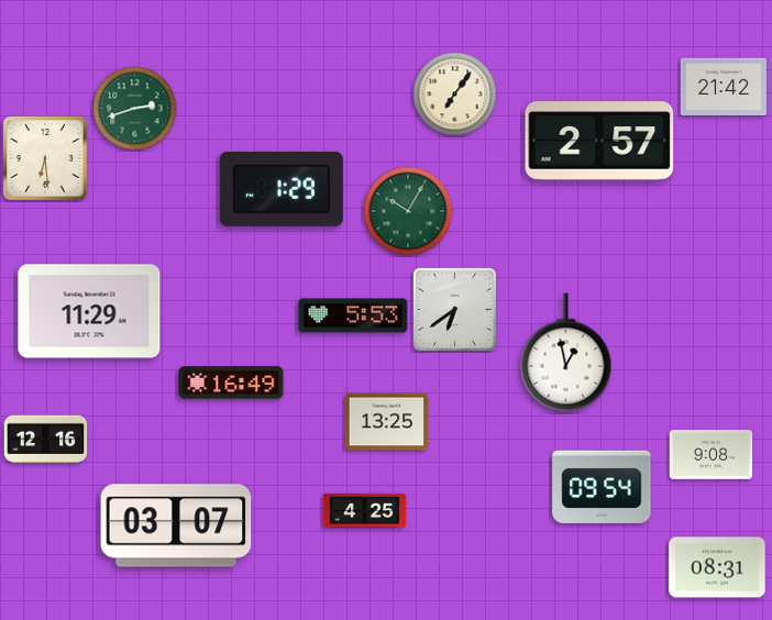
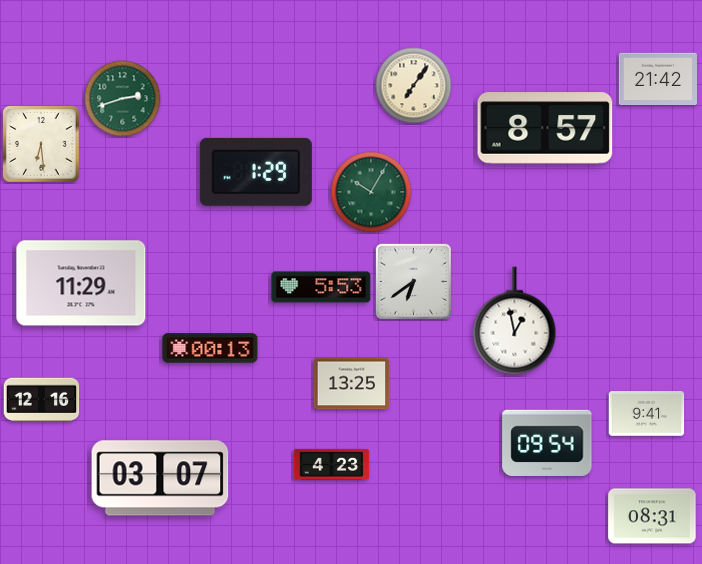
clock at (599, 141): 2:57 -> 8:57
clock at (231, 383): 16:49 -> 00:13
clock at (712, 455): 9:08 -> 9:41
clock at (365, 510): 4:25 -> 4:23
